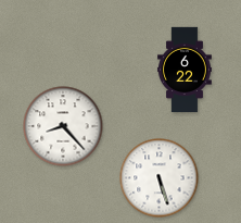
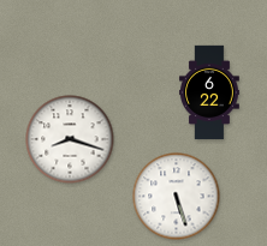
clock at (186, 70) position: (186, 70) -> (210, 92)
clock at (63, 126): 8:23 -> 8:18
